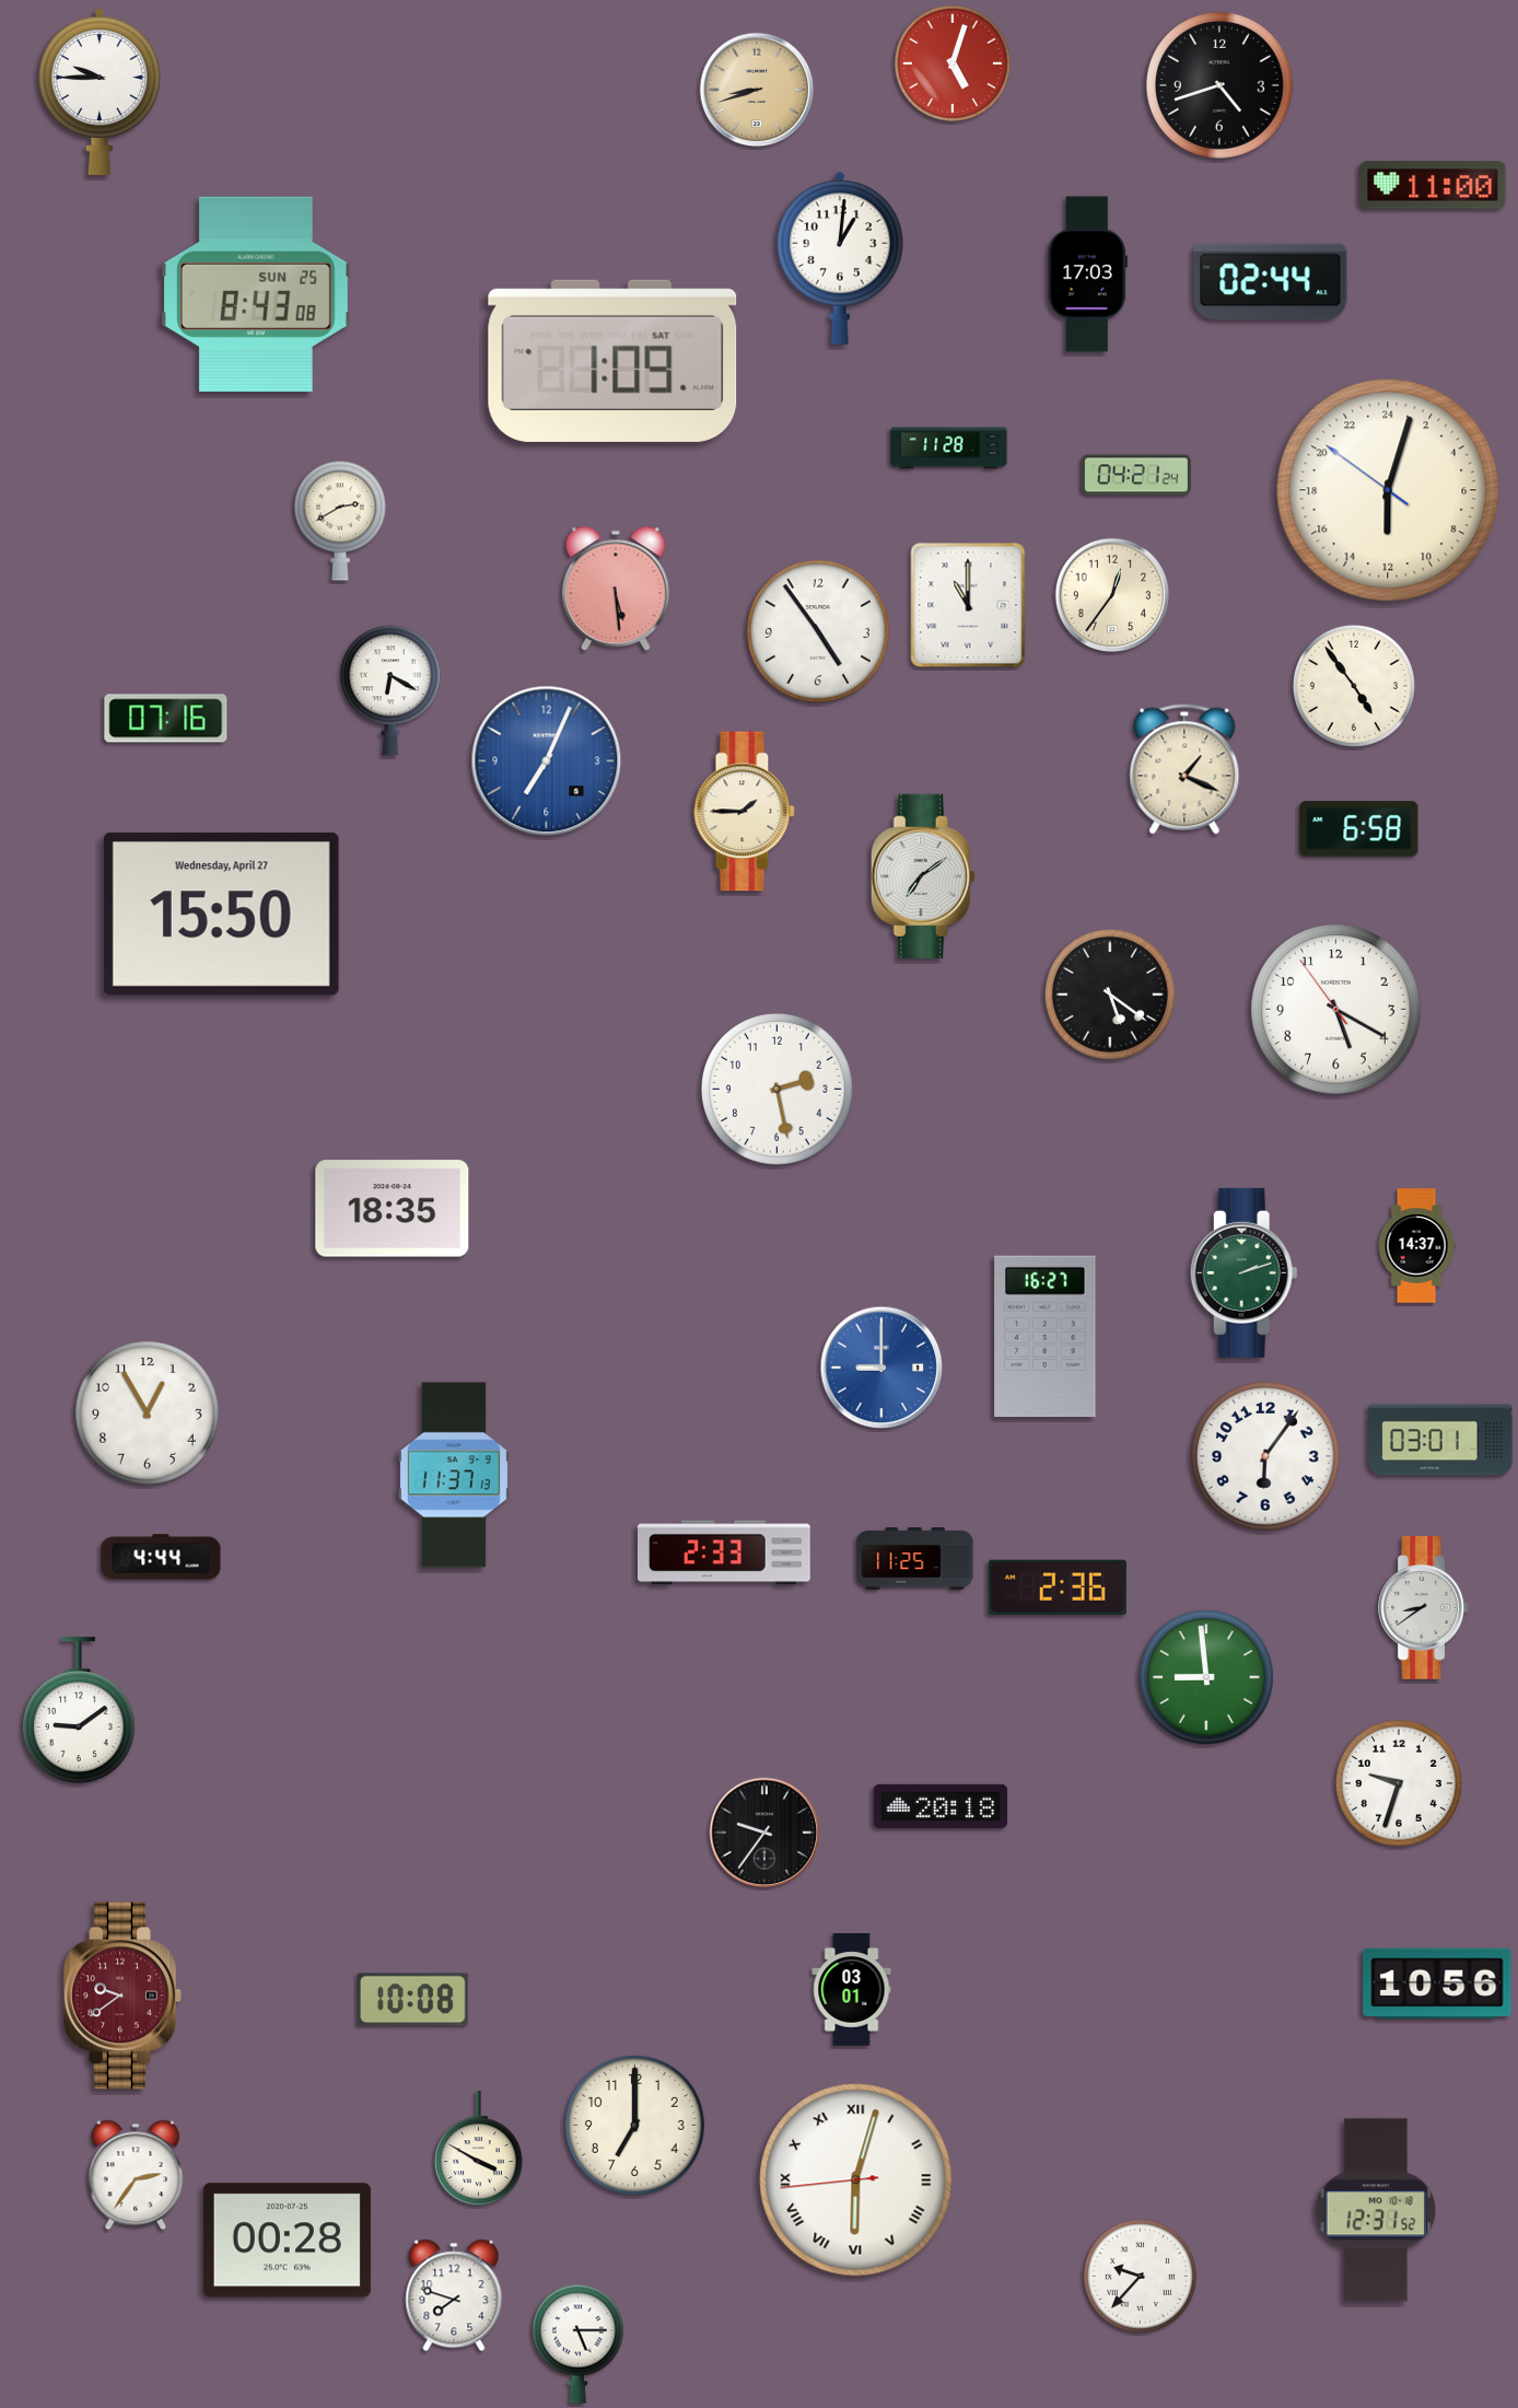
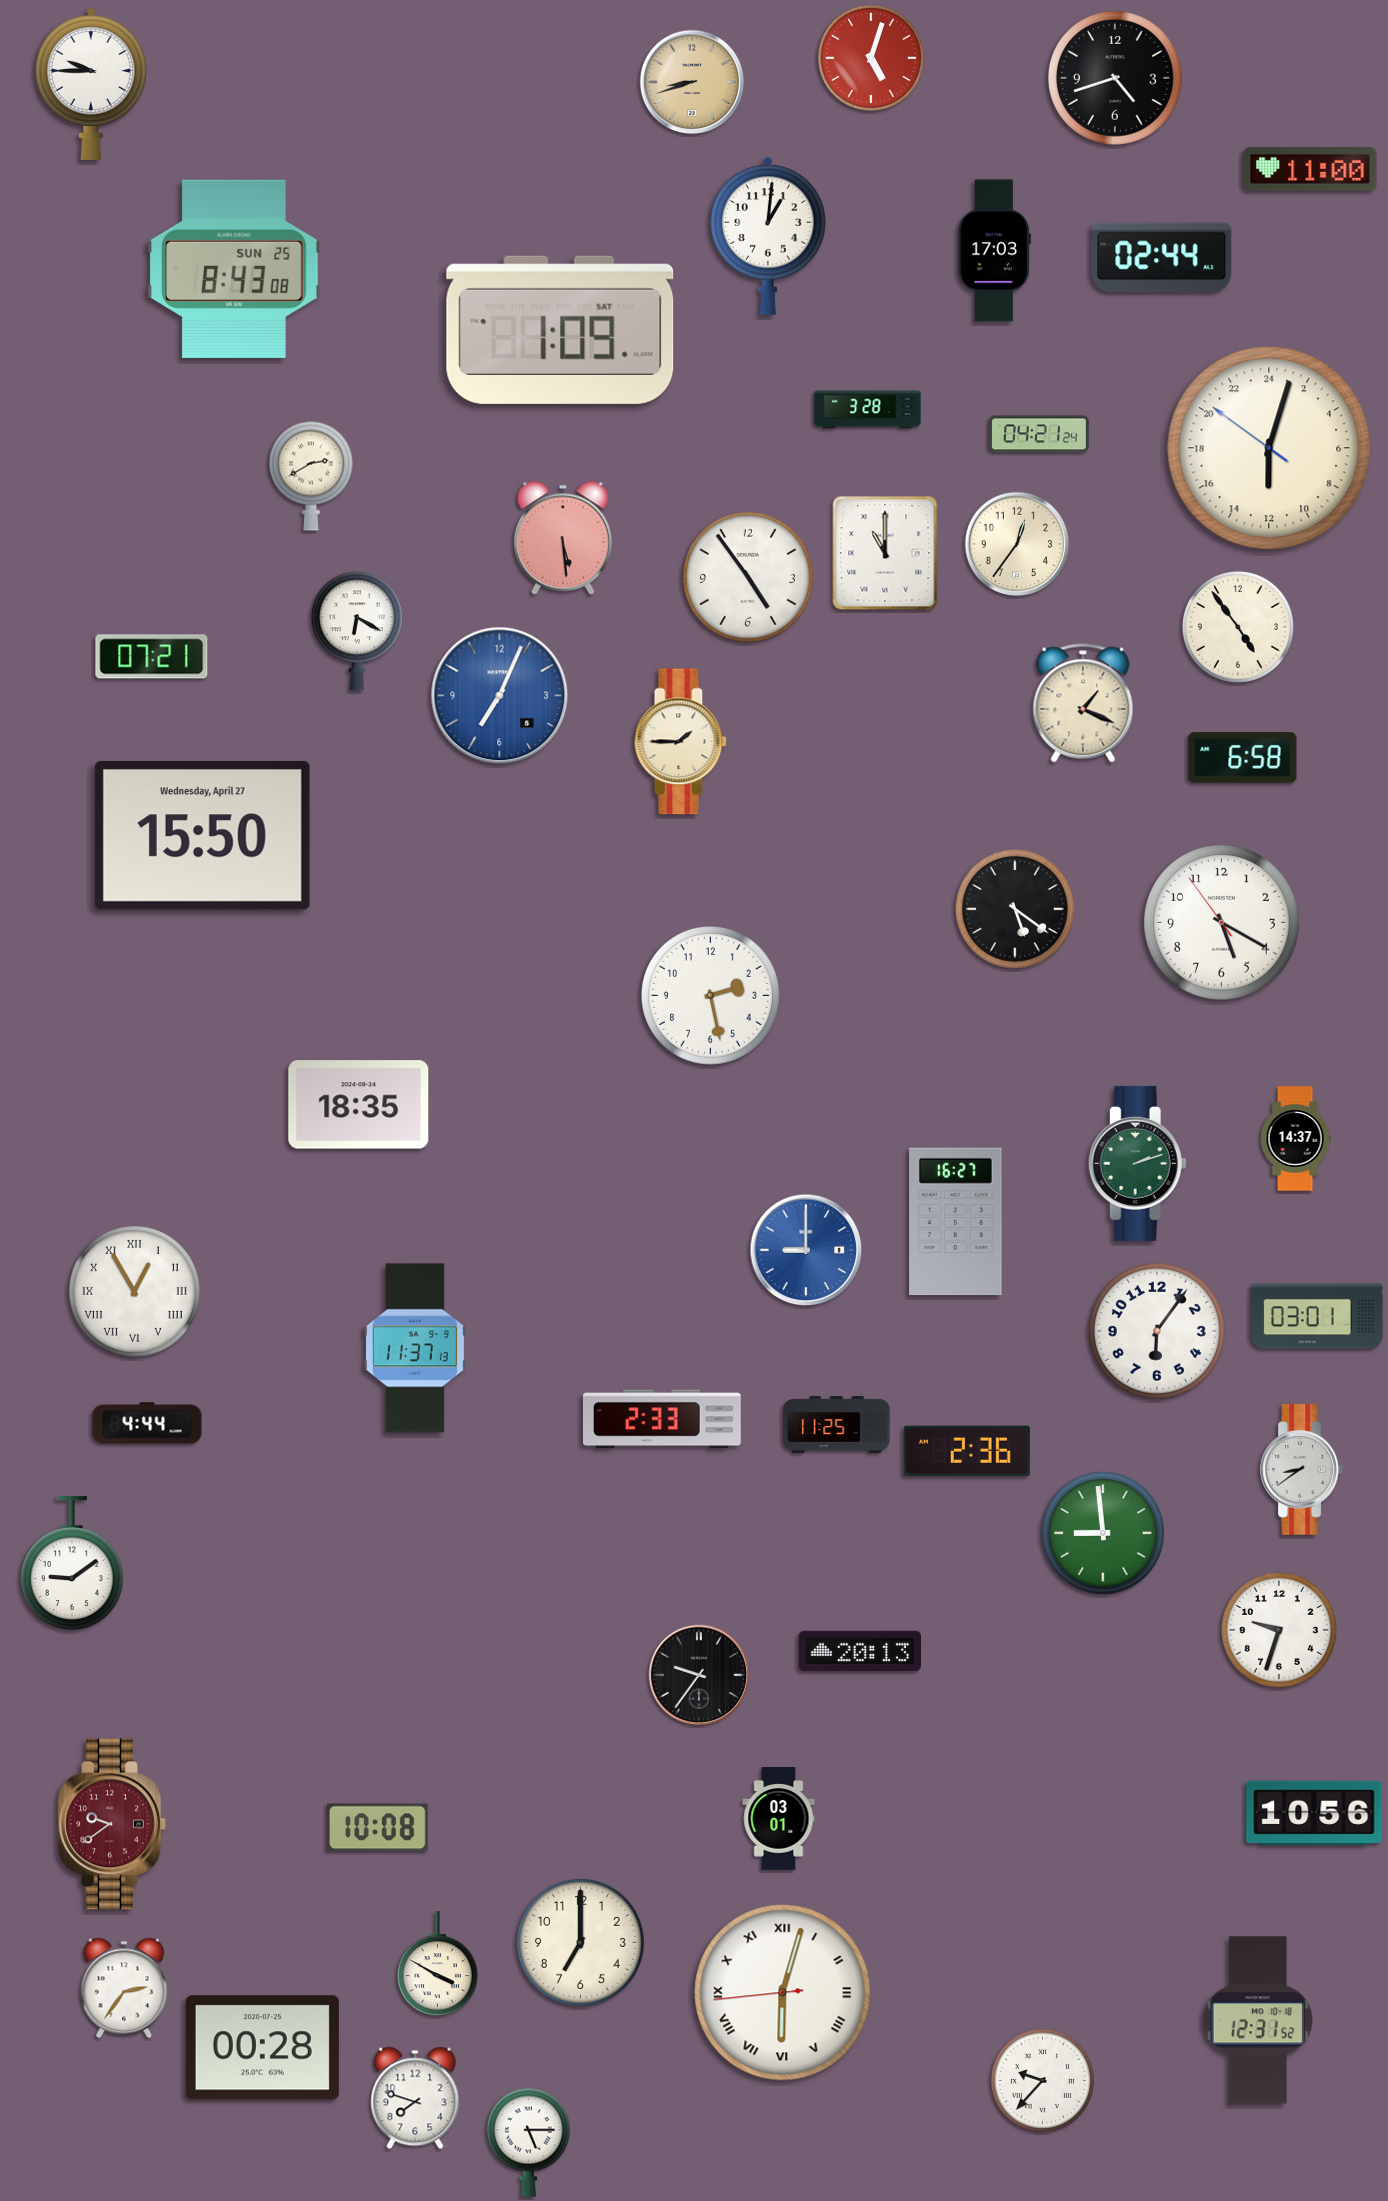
clock at (949, 449): 11:28 -> 3:28
clock at (166, 719): 07:16 -> 07:21
clock at (923, 875): 7:09 -> none
clock at (147, 1412) numerals: Arabic -> Roman
clock at (941, 1806): 20:18 -> 20:13
